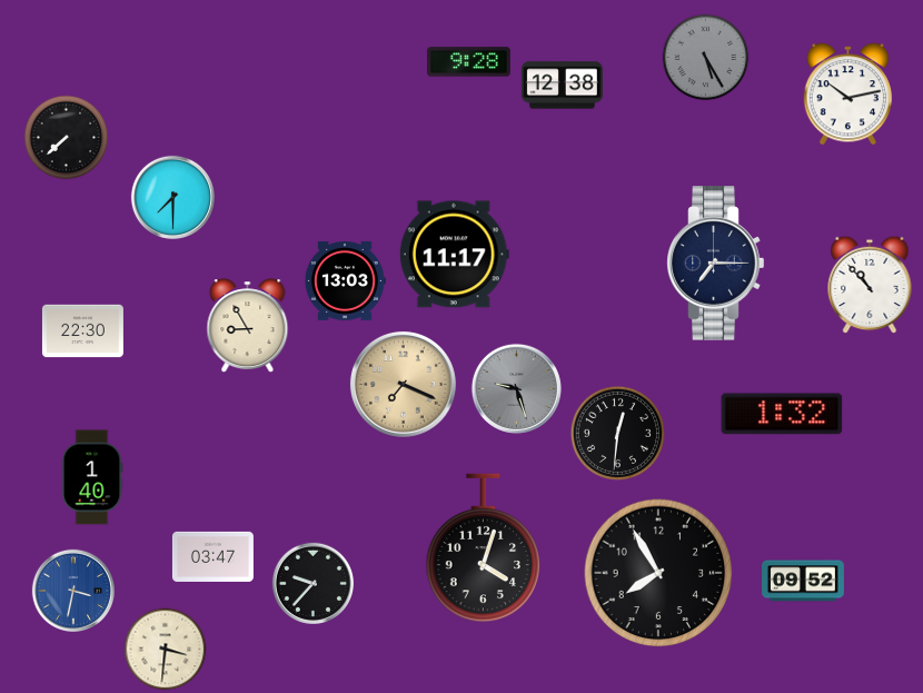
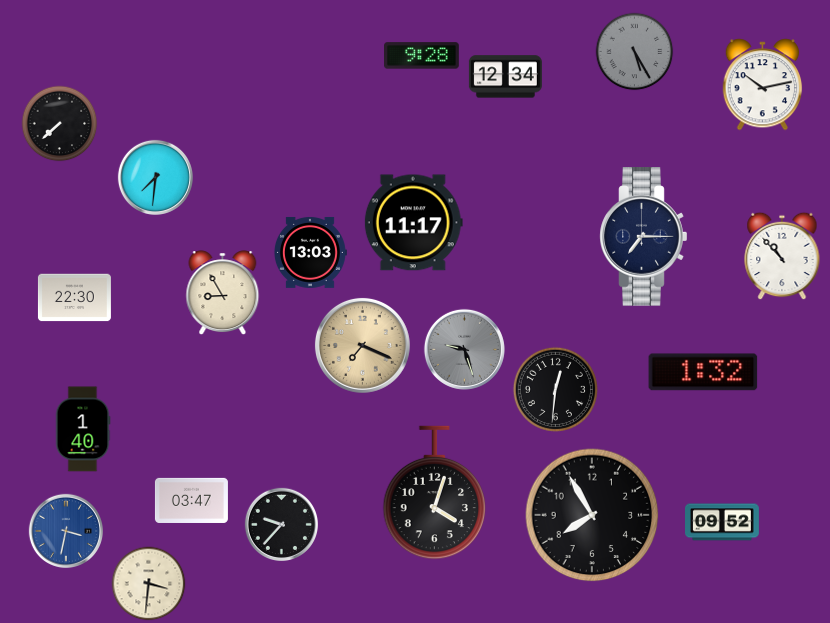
clock at (562, 86): 12:38 -> 12:34
clock at (172, 197): 7:30 -> 7:31
clock at (454, 255) position: (454, 255) -> (413, 223)
